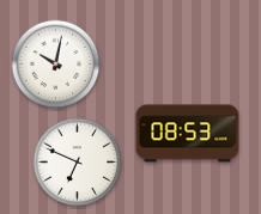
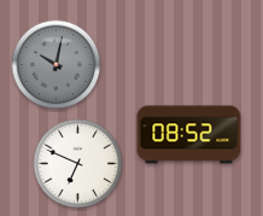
clock at (56, 65) dial: white -> grey
clock at (188, 134): 08:53 -> 08:52
